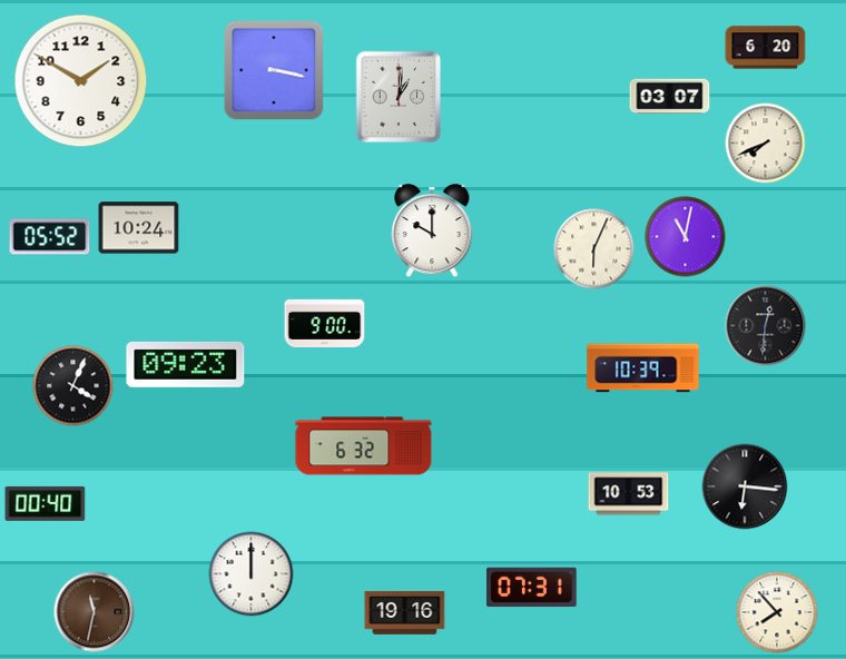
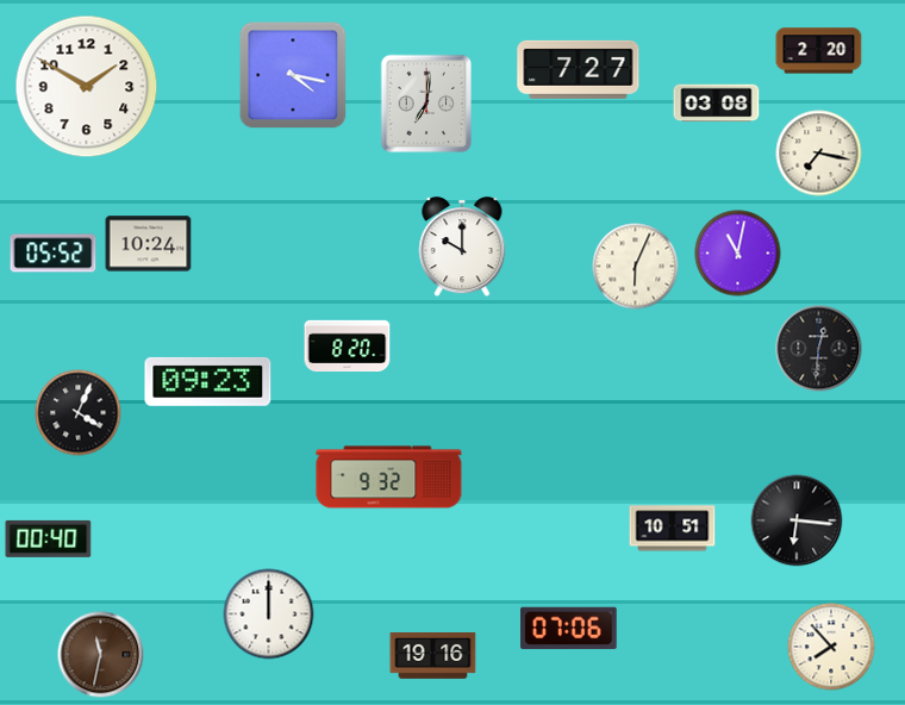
clock at (766, 48): 6:20 -> 2:20
clock at (579, 69): none -> 7:27
clock at (274, 70): 3:17 -> 4:17
clock at (399, 97): 1:01 -> 7:01
clock at (670, 97): 03:07 -> 03:08
clock at (766, 144): 7:41 -> 7:17
clock at (686, 237) position: (686, 237) -> (738, 254)
clock at (325, 323): 9:00 -> 8:20
clock at (186, 364) position: (186, 364) -> (208, 381)
clock at (643, 368): 10:39 -> none
clock at (364, 446): 6:32 -> 9:32
clock at (629, 494): 10:53 -> 10:51
clock at (532, 588): 07:31 -> 07:06
clock at (777, 612) position: (777, 612) -> (831, 647)
